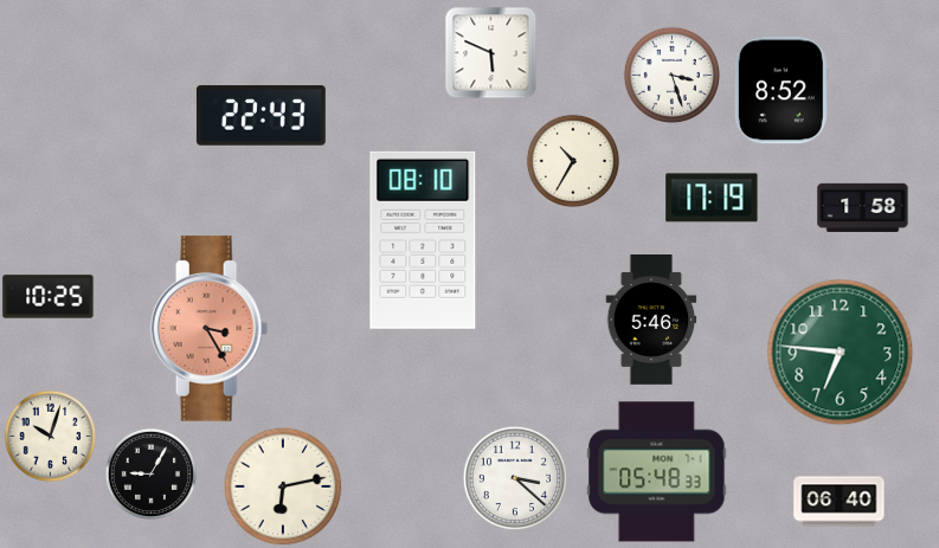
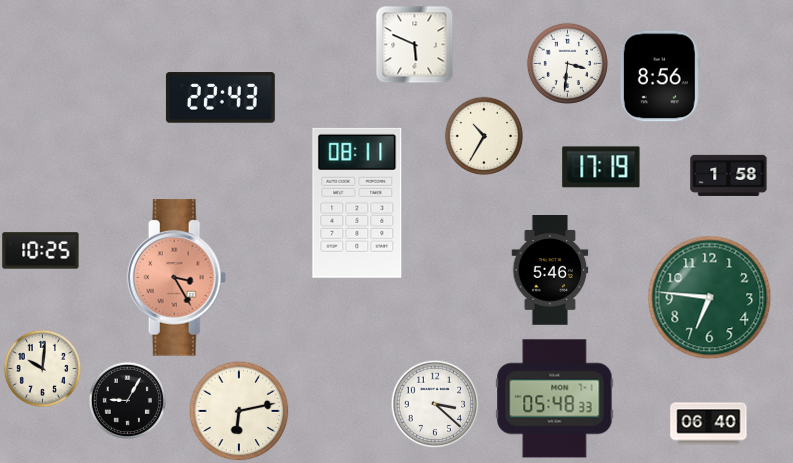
clock at (671, 75): 3:27 -> 3:31
clock at (782, 90): 8:52 -> 8:56
clock at (423, 240): 08:10 -> 08:11
clock at (50, 436): 10:03 -> 10:01
